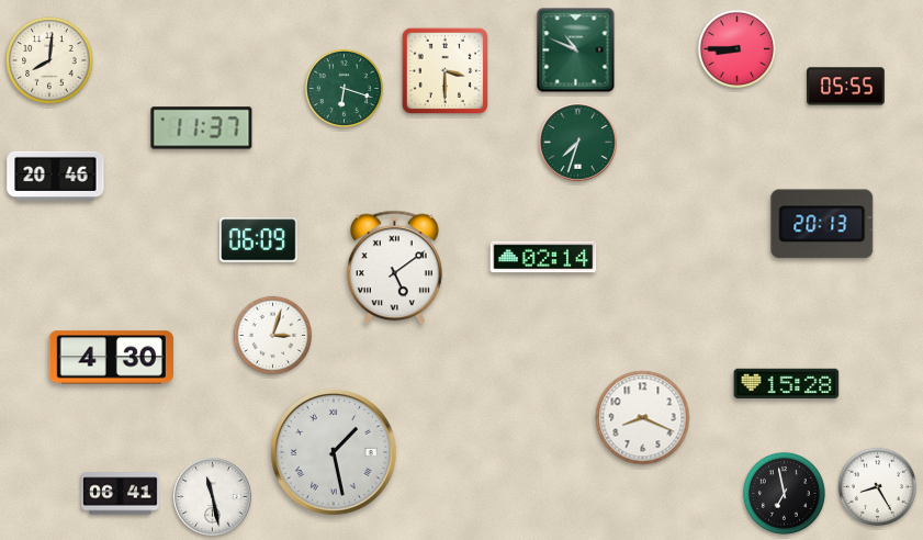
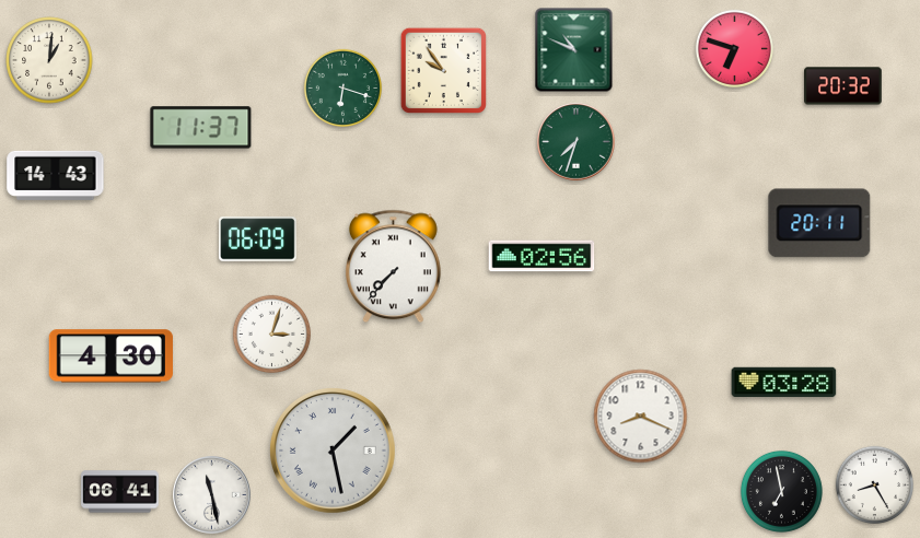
clock at (736, 48): 8:45 -> 6:48
clock at (49, 60): 8:01 -> 1:01
clock at (444, 70): 3:30 -> 9:54
clock at (846, 87): 05:55 -> 20:32
clock at (56, 176): 20:46 -> 14:43
clock at (822, 224): 20:13 -> 20:11
clock at (543, 257): 02:14 -> 02:56
clock at (394, 268): 5:09 -> 7:37
clock at (787, 384): 15:28 -> 03:28
